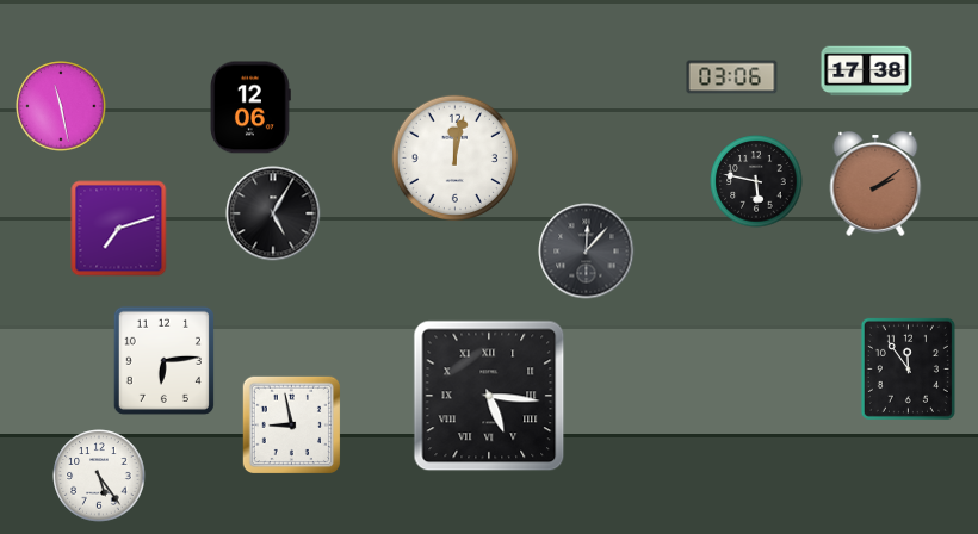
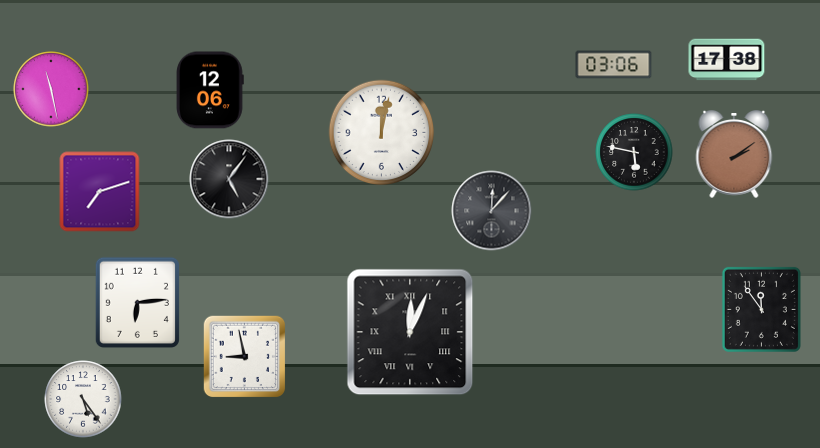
clock at (273, 213): 5:05 -> 5:06
clock at (489, 396): 5:16 -> 12:04
